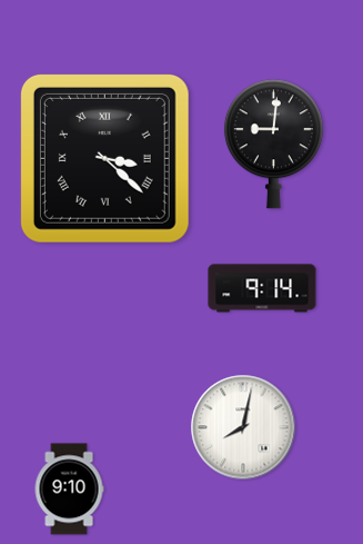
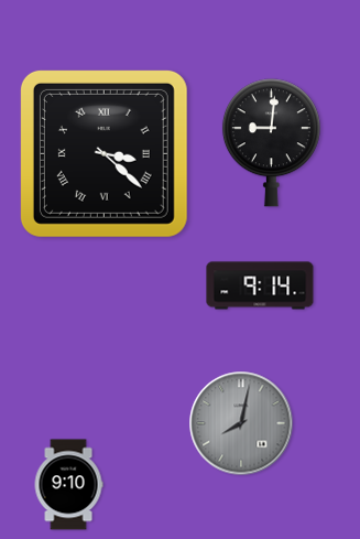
clock at (104, 158) position: (104, 158) -> (103, 153)
clock at (243, 427) dial: white -> grey
